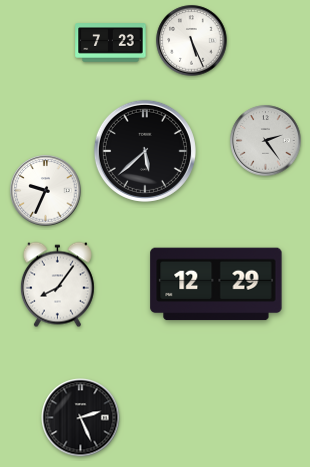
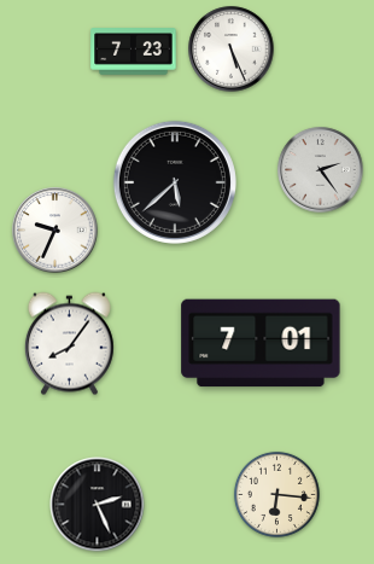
clock at (216, 284): 12:29 -> 7:01
clock at (276, 494): none -> 6:16
